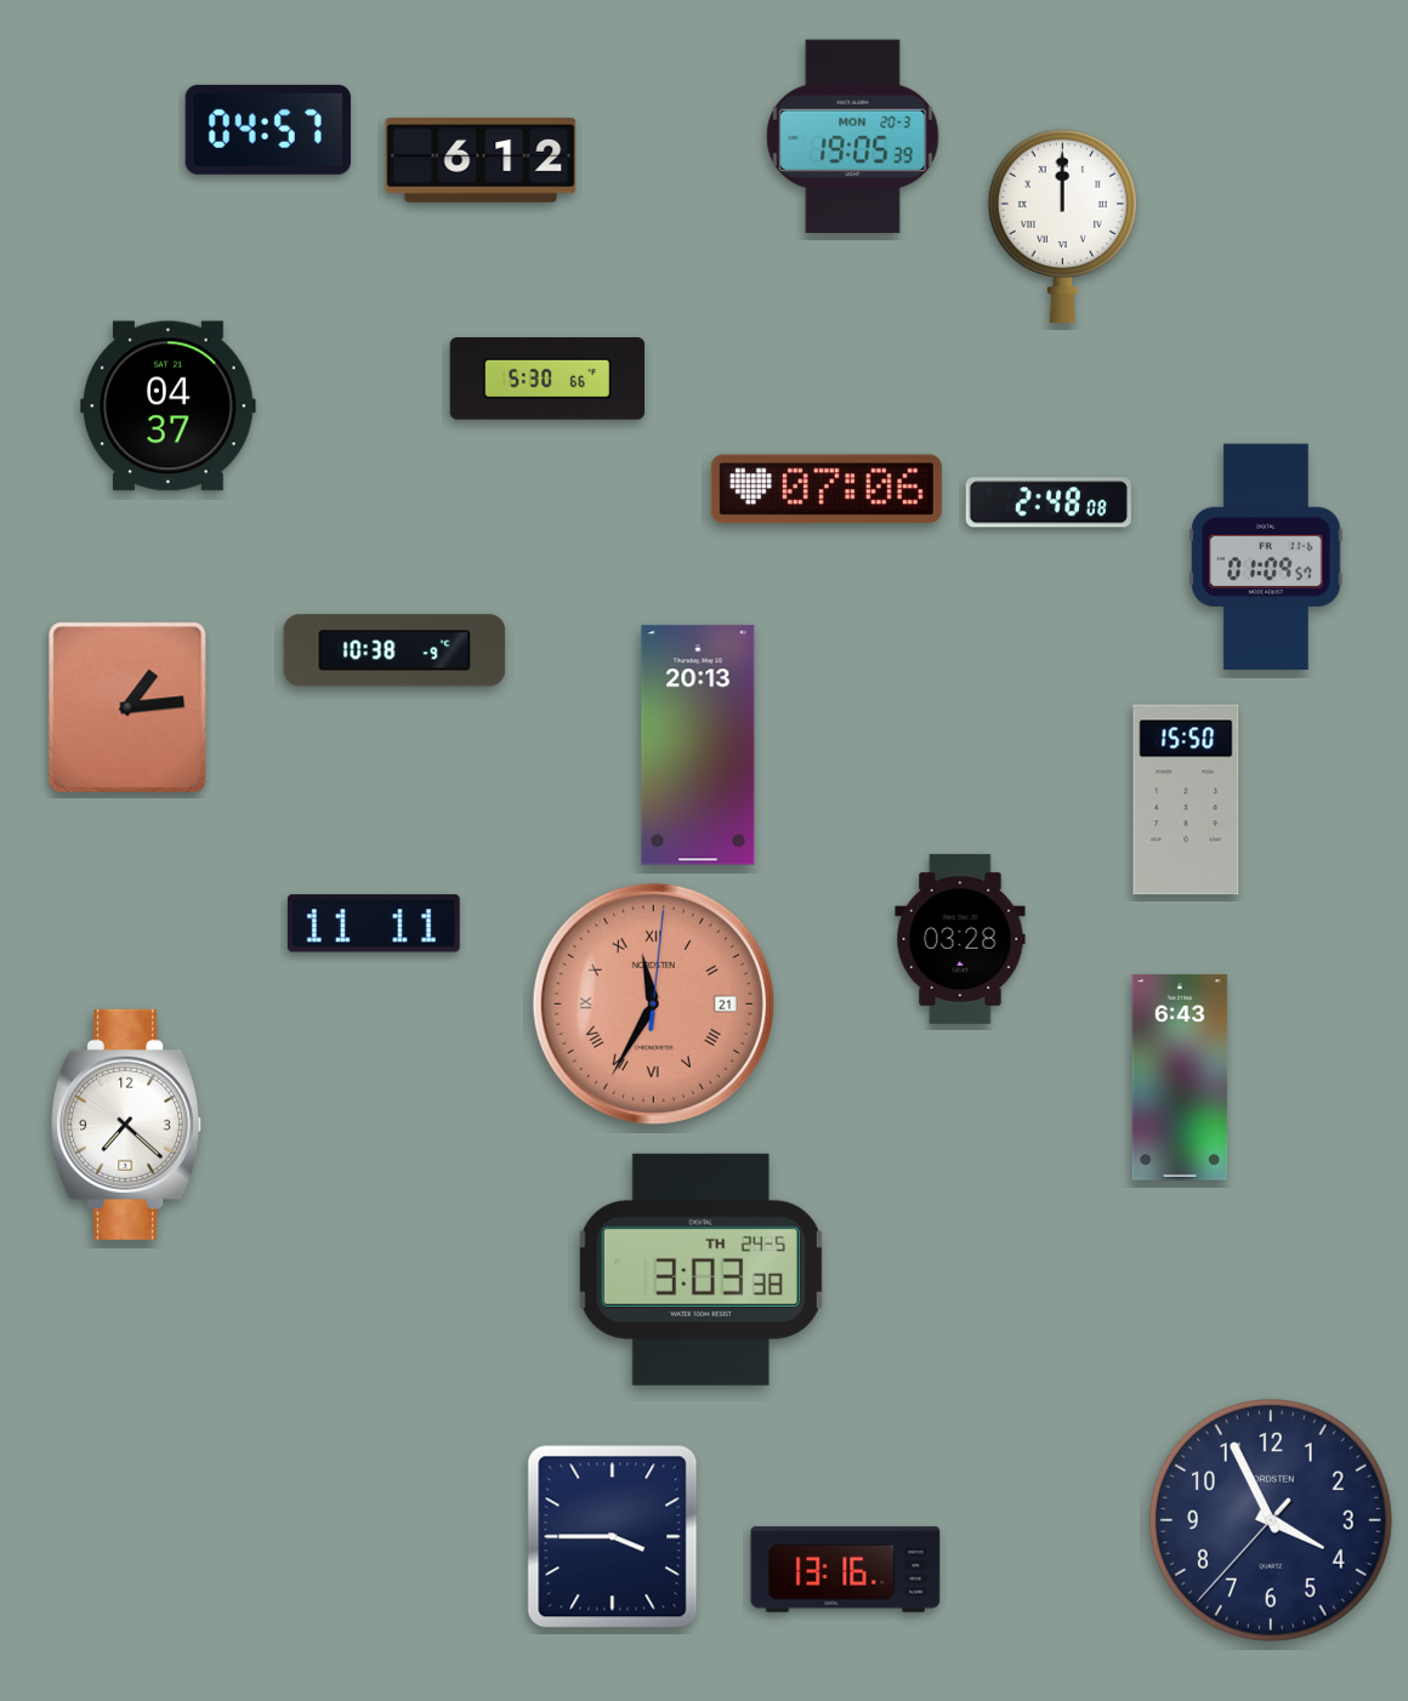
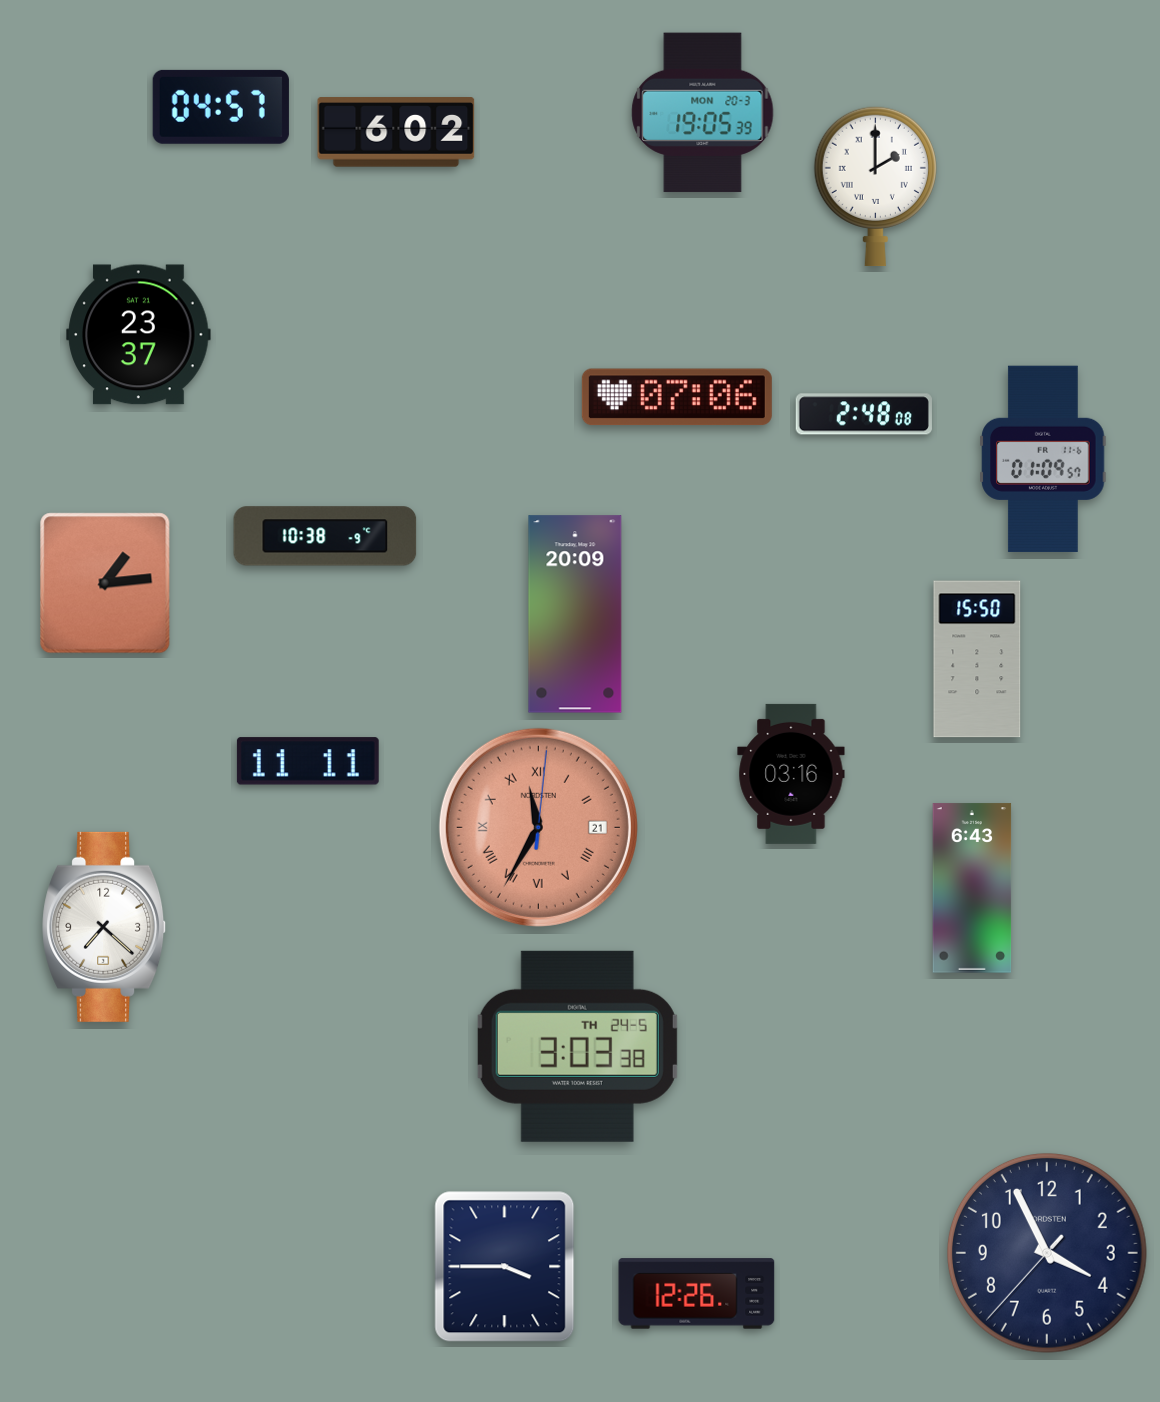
clock at (481, 160): 6:12 -> 6:02
clock at (1062, 226): 12:00 -> 2:00
clock at (547, 379): 5:30 -> none
clock at (169, 406): 04:37 -> 23:37
clock at (827, 489) position: (827, 489) -> (677, 397)
clock at (698, 745): 20:13 -> 20:09
clock at (960, 939): 03:28 -> 03:16
clock at (846, 1570): 13:16 -> 12:26
